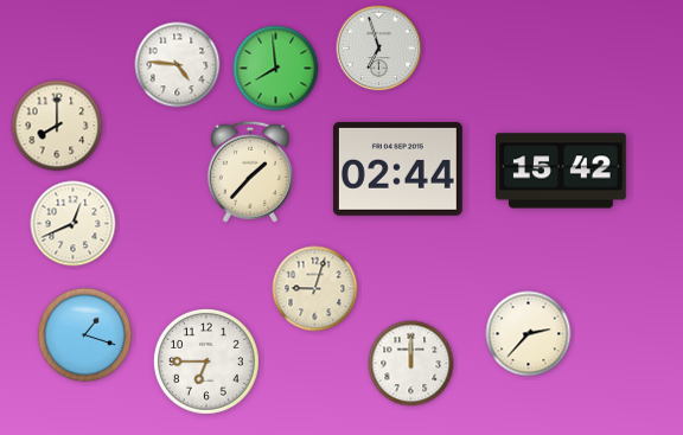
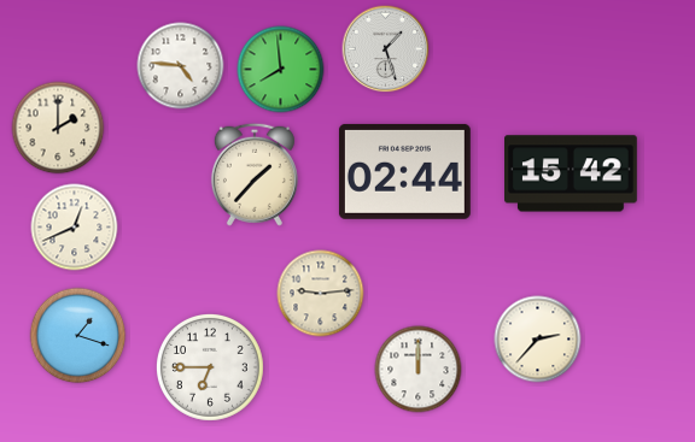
clock at (379, 49): 6:57 -> 1:27
clock at (57, 126): 8:00 -> 2:00
clock at (315, 289): 9:03 -> 9:14
clock at (85, 335) position: (85, 335) -> (78, 336)
